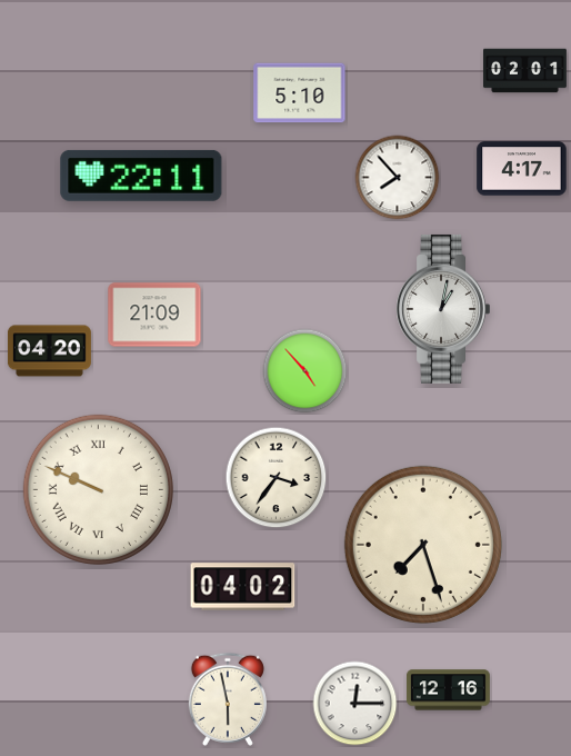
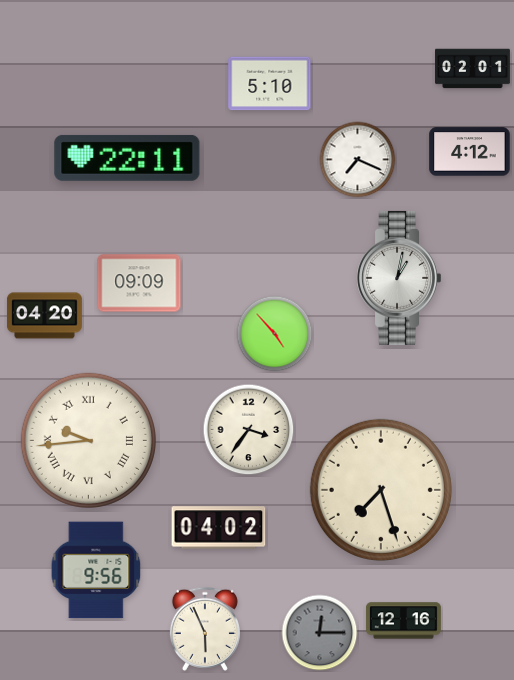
clock at (525, 71) position: (525, 71) -> (473, 69)
clock at (522, 169): 4:17 -> 4:12
clock at (398, 178): 7:53 -> 7:19
clock at (154, 315): 21:09 -> 09:09
clock at (98, 489): 9:49 -> 9:44
clock at (96, 570): none -> 9:56
clock at (228, 699): 5:58 -> 5:56
clock at (355, 704) dial: white -> grey
